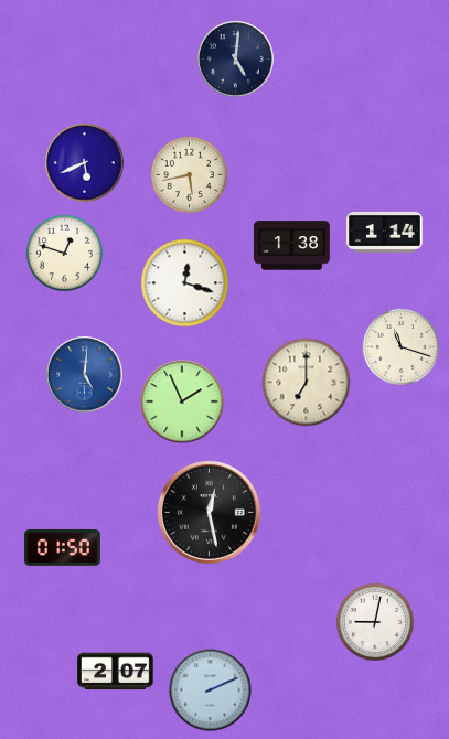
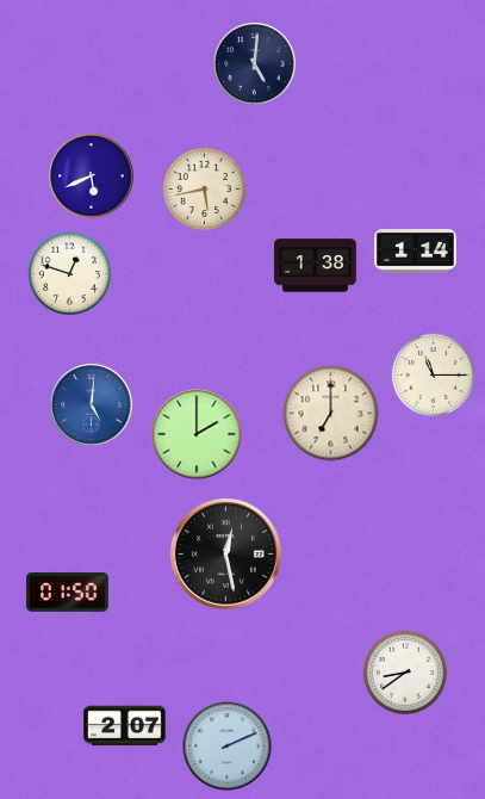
clock at (185, 283): 12:18 -> none
clock at (400, 346): 11:18 -> 11:15
clock at (182, 401): 1:56 -> 2:00
clock at (375, 622): 9:02 -> 8:39
